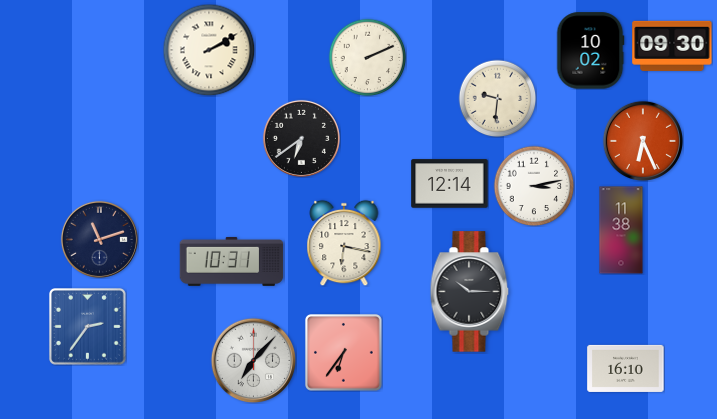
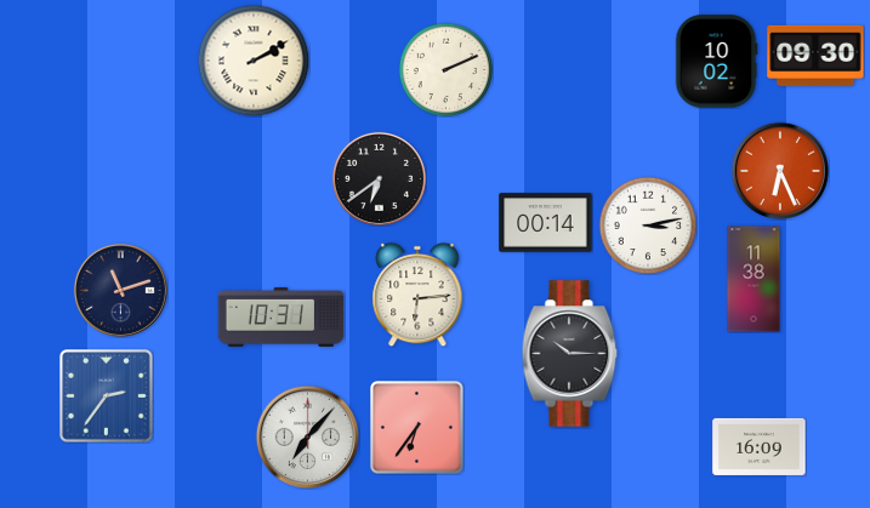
clock at (497, 98): 9:31 -> none
clock at (301, 138) position: (301, 138) -> (379, 178)
clock at (450, 184): 12:14 -> 00:14
clock at (344, 243): 6:17 -> 6:14
clock at (626, 368): 16:10 -> 16:09
